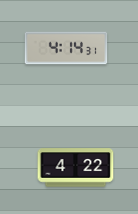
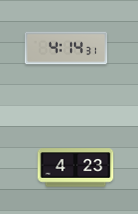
clock at (76, 168): 4:22 -> 4:23
